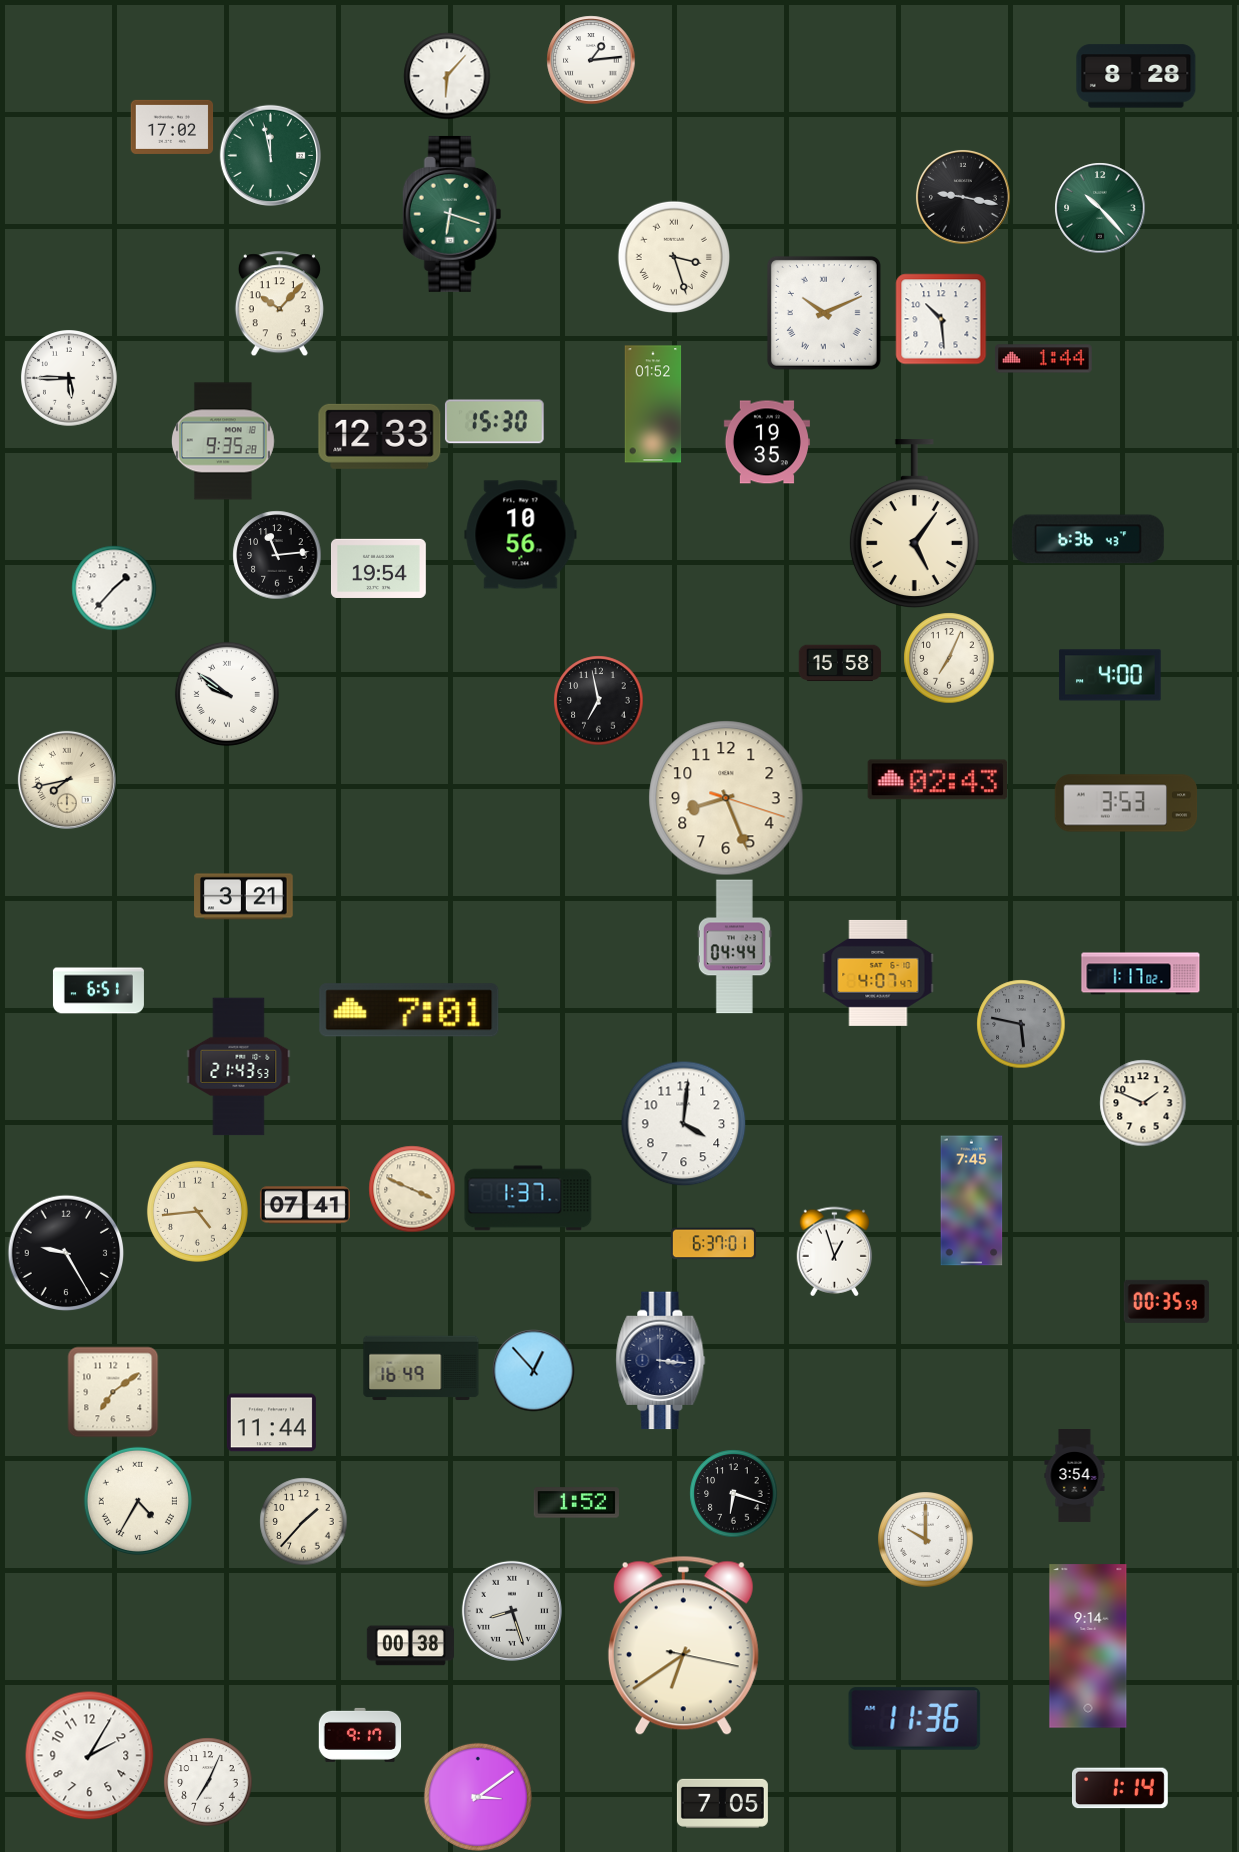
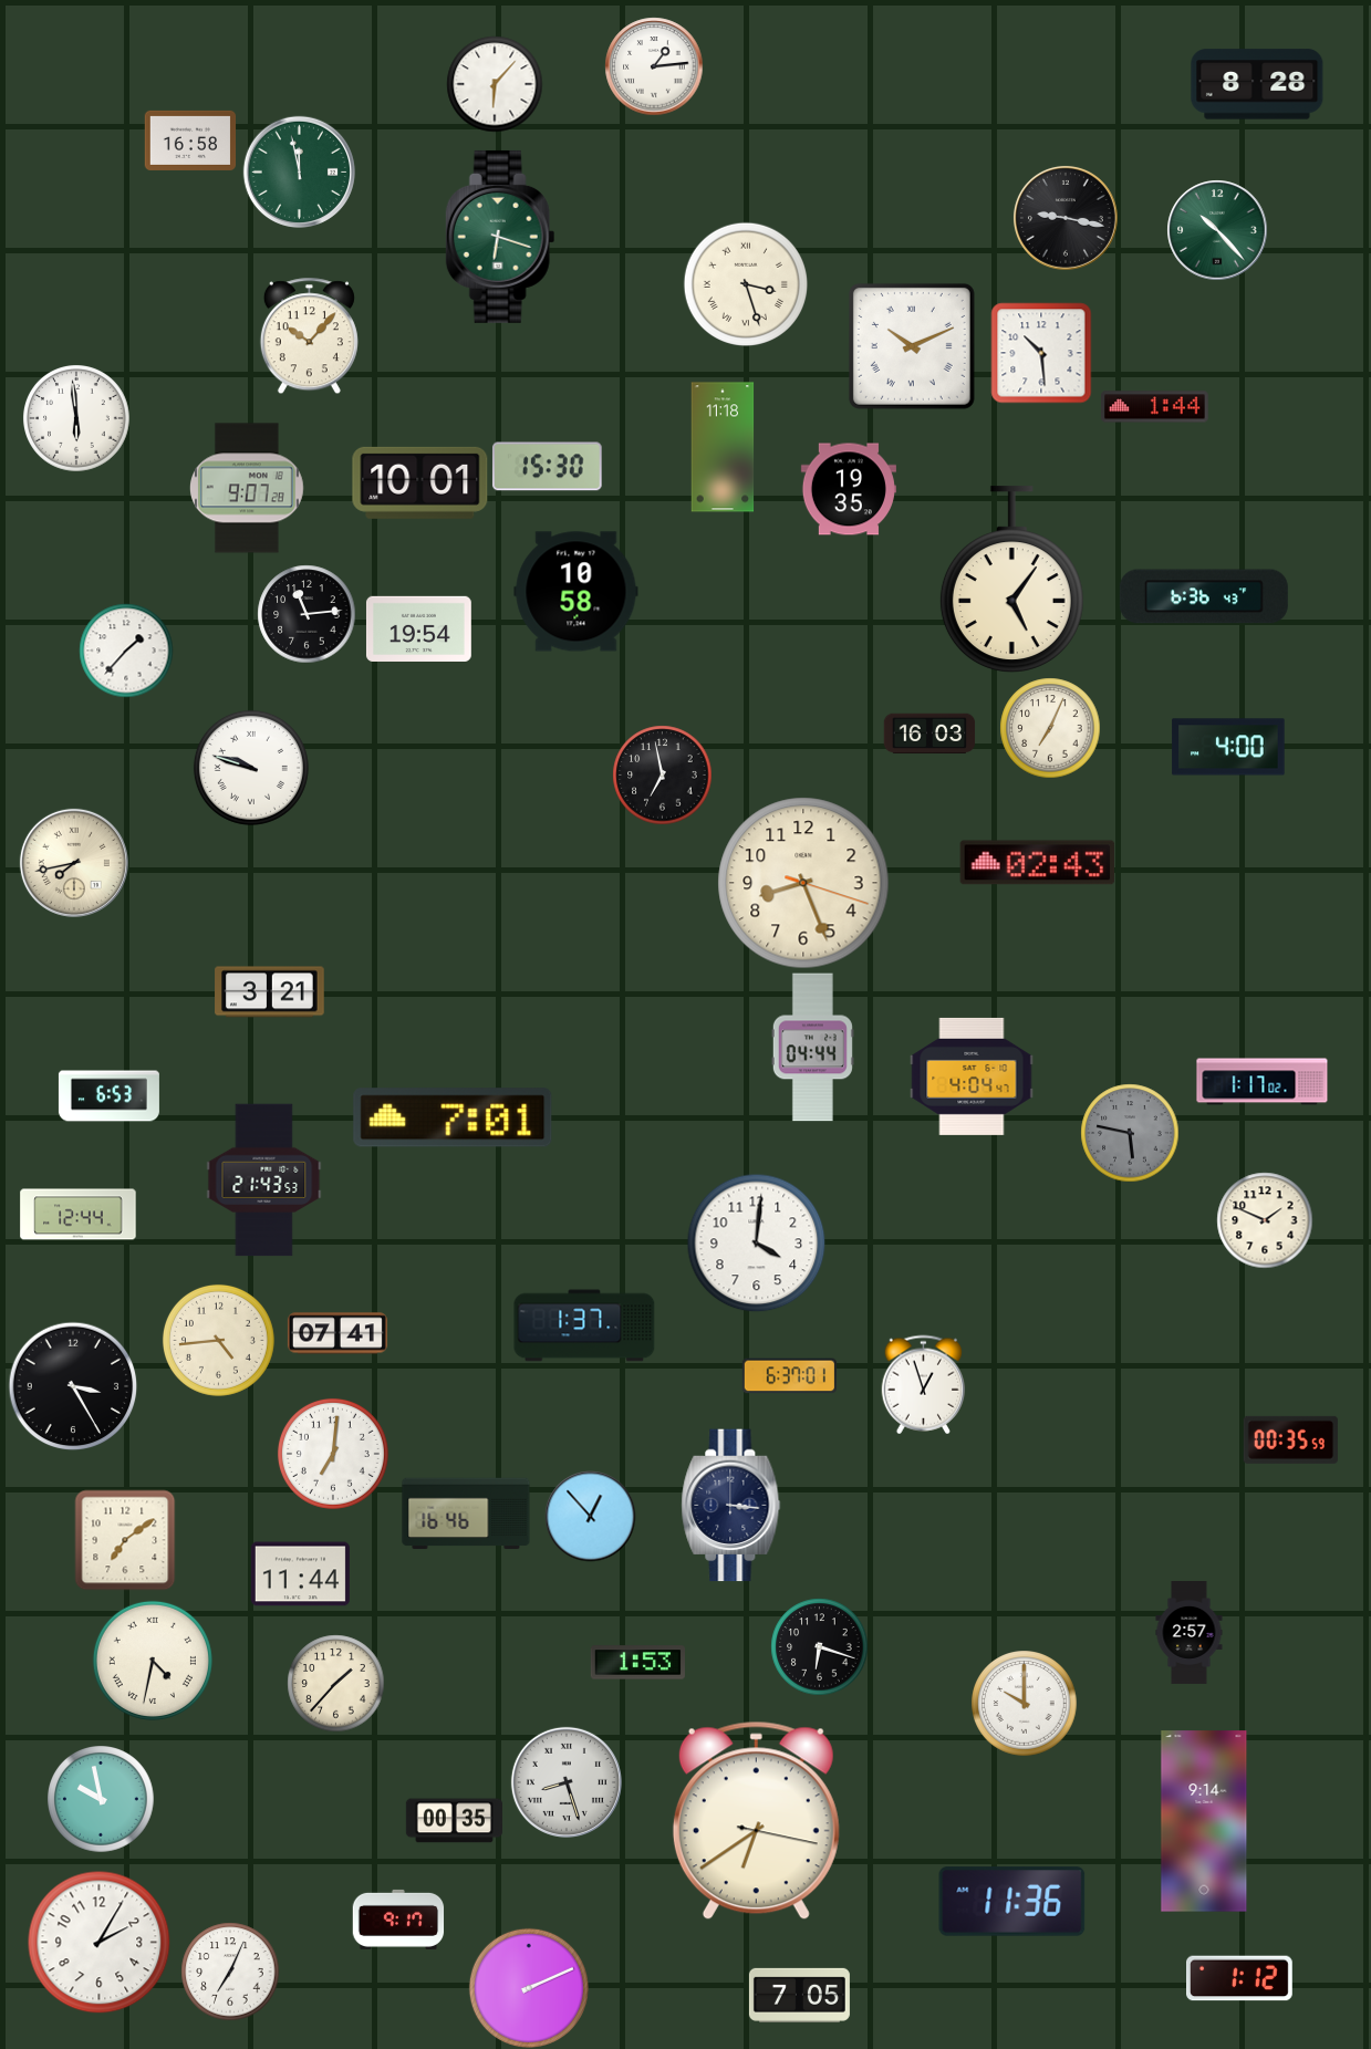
clock at (172, 127): 17:02 -> 16:58
clock at (1044, 359) position: (1044, 359) -> (1155, 407)
clock at (69, 378): 5:45 -> 5:59
clock at (653, 404): 01:52 -> 11:18
clock at (380, 436): 12:33 -> 10:01
clock at (223, 441): 9:35 -> 9:07
clock at (521, 535): 10:56 -> 10:58
clock at (840, 663): 15:58 -> 16:03
clock at (227, 694): 9:51 -> 9:48
clock at (1126, 803): 3:53 -> none
clock at (878, 973): 4:07 -> 4:04
clock at (1141, 974) position: (1141, 974) -> (1263, 1082)
clock at (98, 991): 6:51 -> 6:53
clock at (79, 1215): none -> 12:44
clock at (412, 1189): 3:49 -> none
clock at (972, 1201): 7:45 -> none
clock at (66, 1253): 9:25 -> 3:25
clock at (333, 1454): none -> 7:01
clock at (421, 1368): 16:49 -> 16:46
clock at (1075, 1476): 3:54 -> 2:57
clock at (733, 1493) position: (733, 1493) -> (819, 1646)
clock at (138, 1501): 4:35 -> 4:32
clock at (576, 1503): 1:52 -> 1:53
clock at (101, 1799): none -> 9:58
clock at (410, 1646): 00:38 -> 00:35
clock at (1121, 1788): 1:14 -> 1:12
clock at (478, 1797): 3:09 -> 2:11
